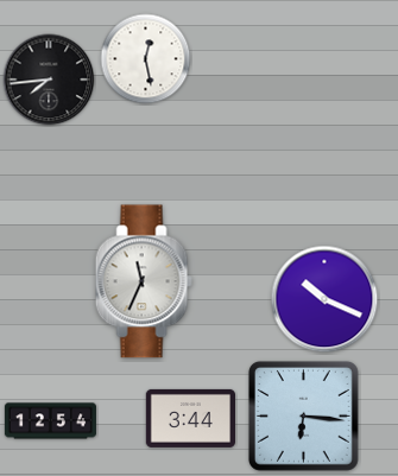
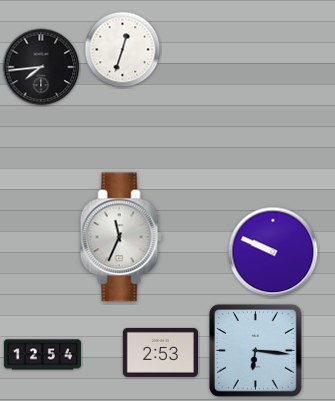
clock at (146, 59): 12:28 -> 12:33
clock at (324, 299): 10:19 -> 9:49
clock at (190, 418): 3:44 -> 2:53
